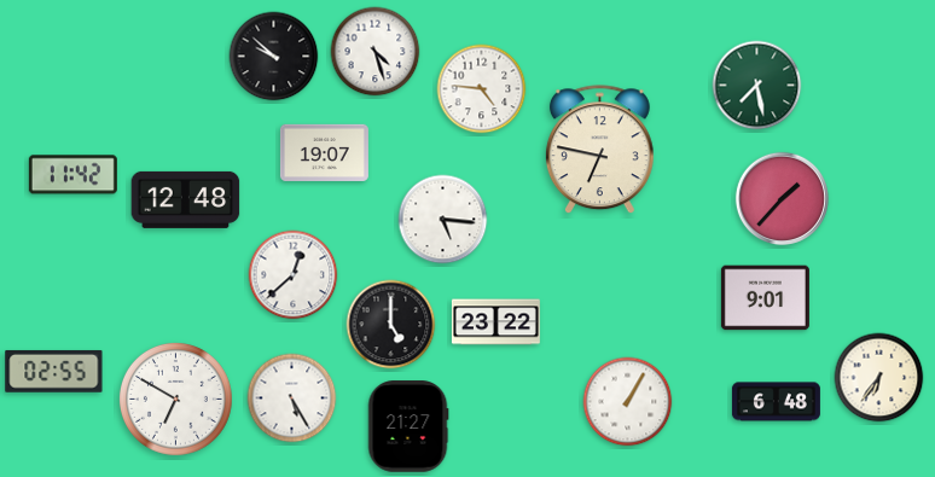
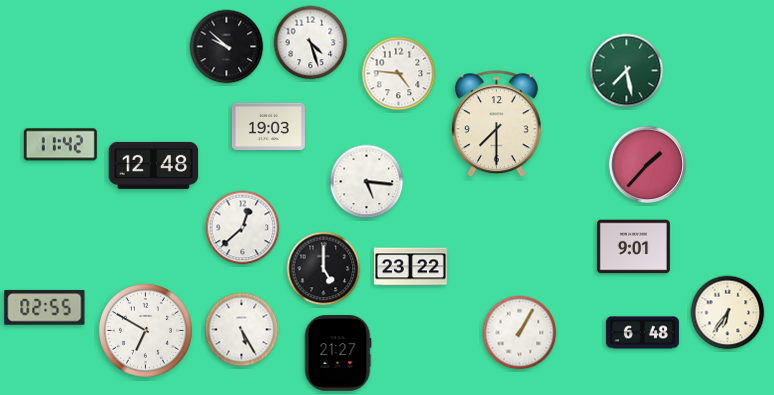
clock at (599, 150): 6:47 -> 7:30
clock at (324, 152): 19:07 -> 19:03
